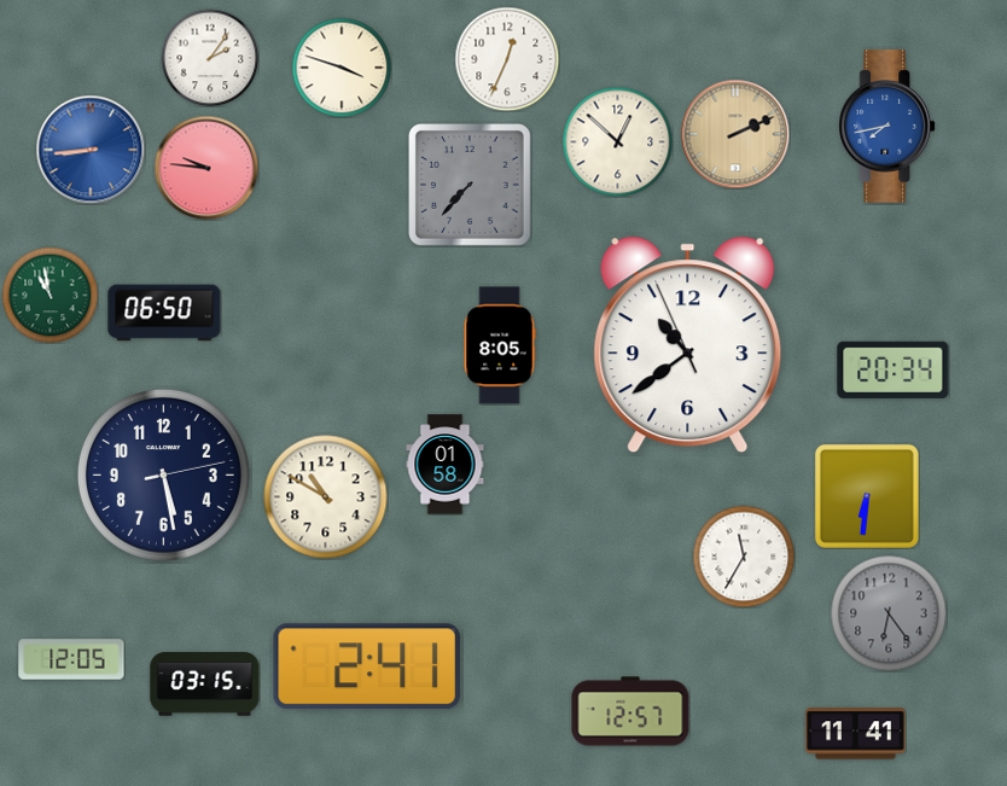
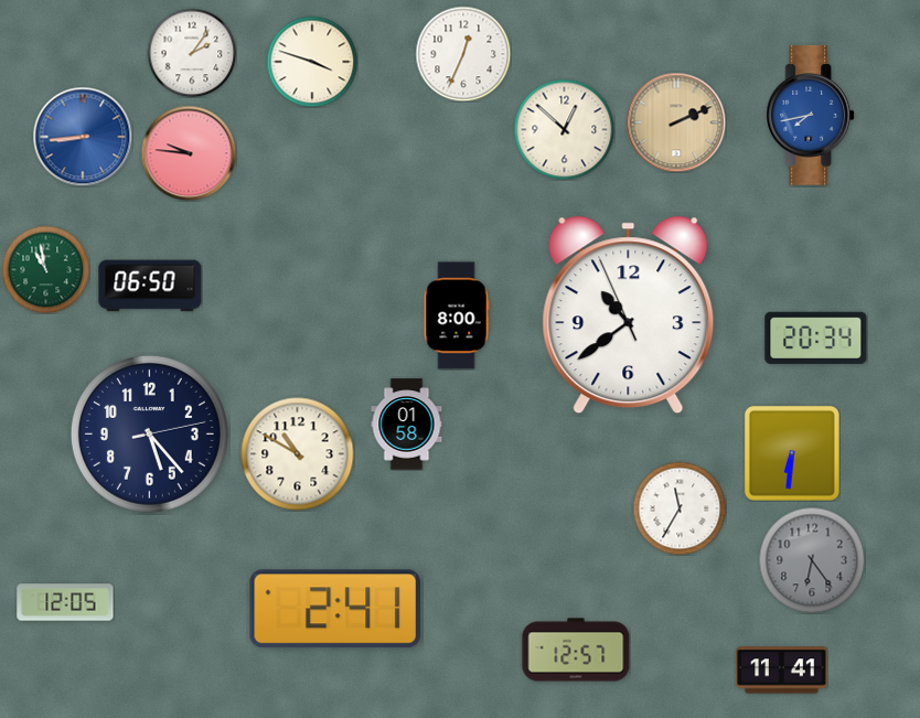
clock at (735, 134) position: (735, 134) -> (676, 122)
clock at (471, 186): 7:37 -> none
clock at (500, 345): 8:05 -> 8:00
clock at (163, 474): 5:28 -> 5:23
clock at (205, 685): 03:15 -> none
